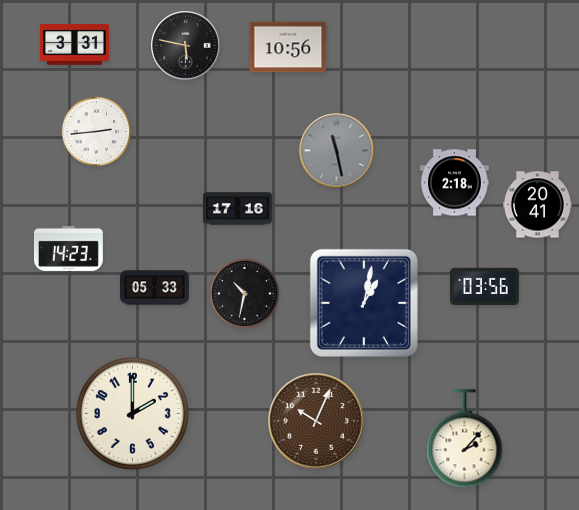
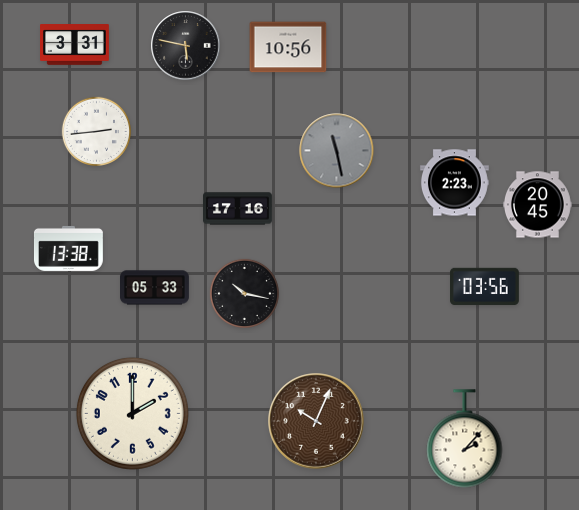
clock at (455, 183): 2:18 -> 2:23
clock at (538, 205): 20:41 -> 20:45
clock at (68, 248): 14:23 -> 13:38
clock at (244, 293): 10:32 -> 10:17
clock at (364, 303): 1:02 -> none
